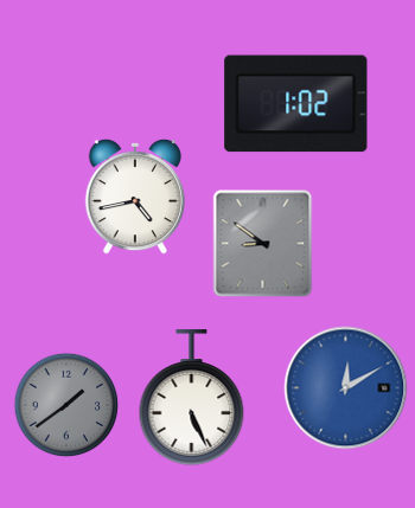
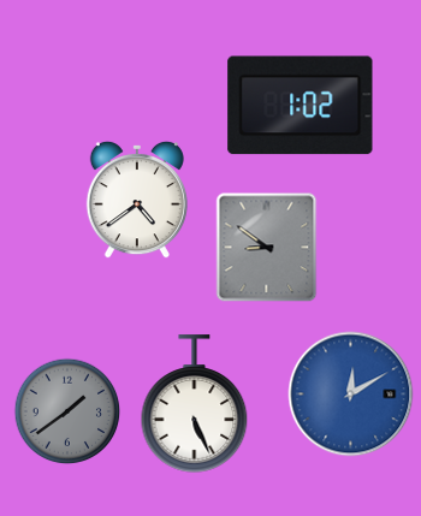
clock at (135, 197): 4:43 -> 4:39
